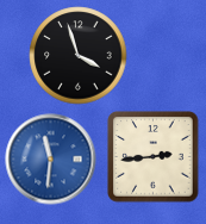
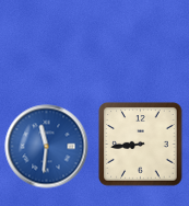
clock at (79, 56): 3:57 -> none
clock at (154, 157): 2:44 -> 8:44
